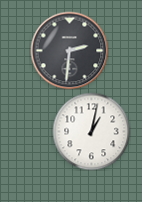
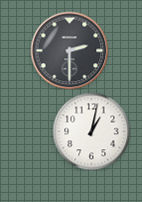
clock at (69, 50): 2:31 -> 2:30
